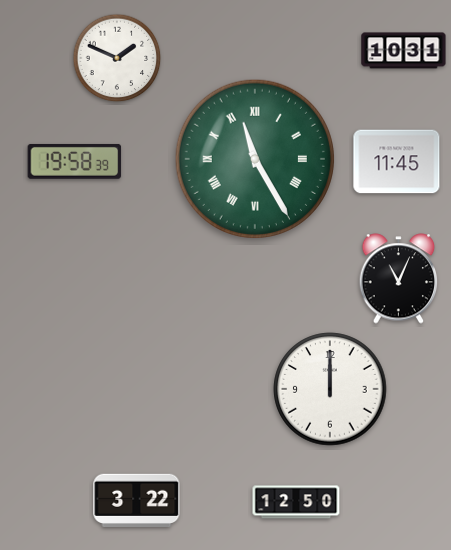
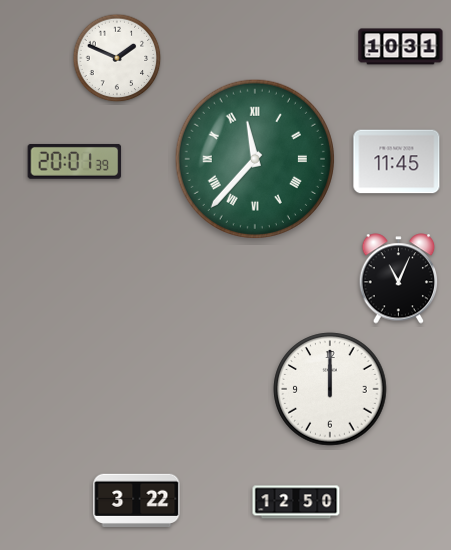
clock at (404, 51) position: (404, 51) -> (401, 47)
clock at (255, 159): 11:25 -> 11:37
clock at (75, 161): 19:58 -> 20:01
